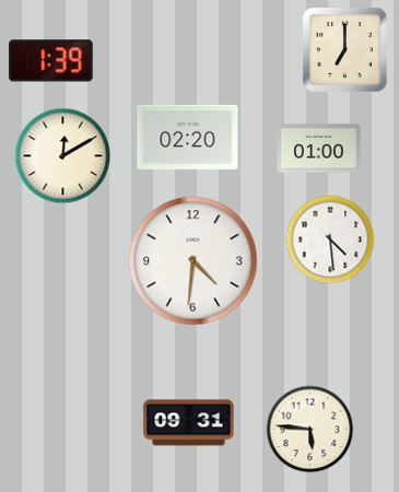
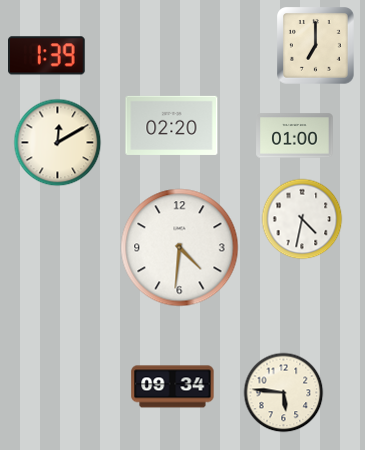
clock at (319, 149) position: (319, 149) -> (295, 136)
clock at (330, 239): 4:29 -> 4:32
clock at (193, 261) position: (193, 261) -> (180, 248)
clock at (189, 423): 09:31 -> 09:34
